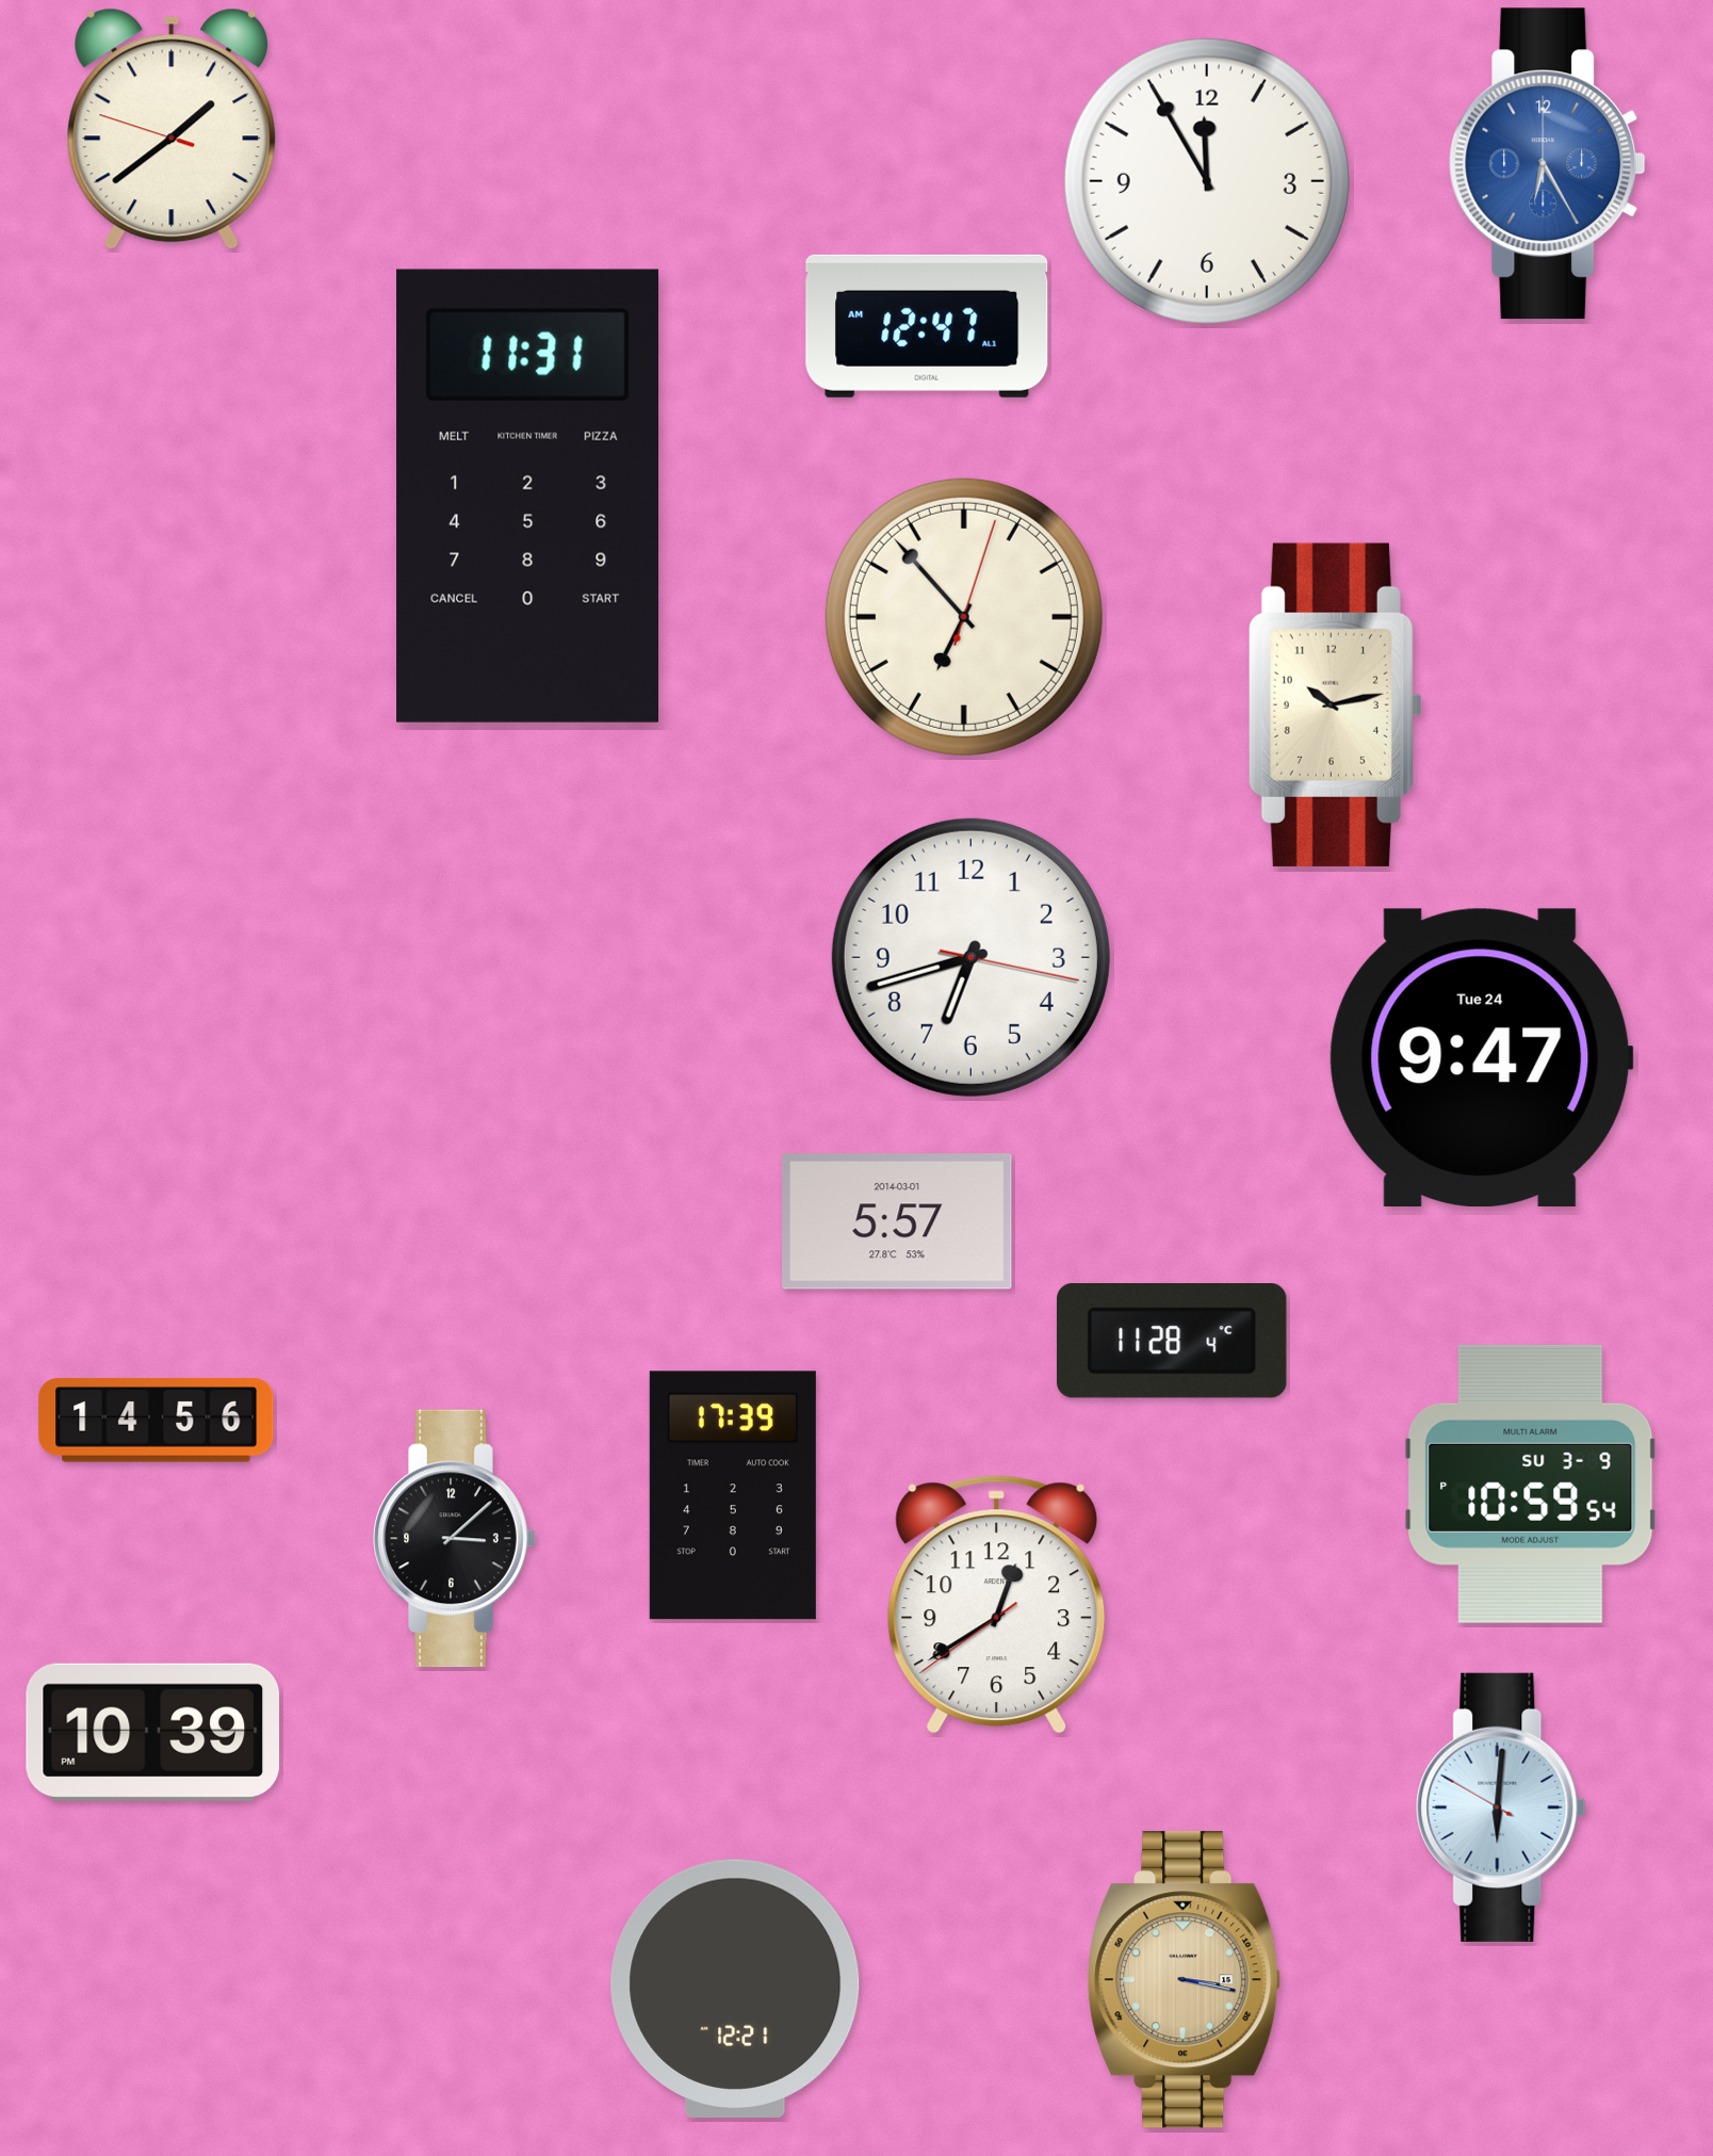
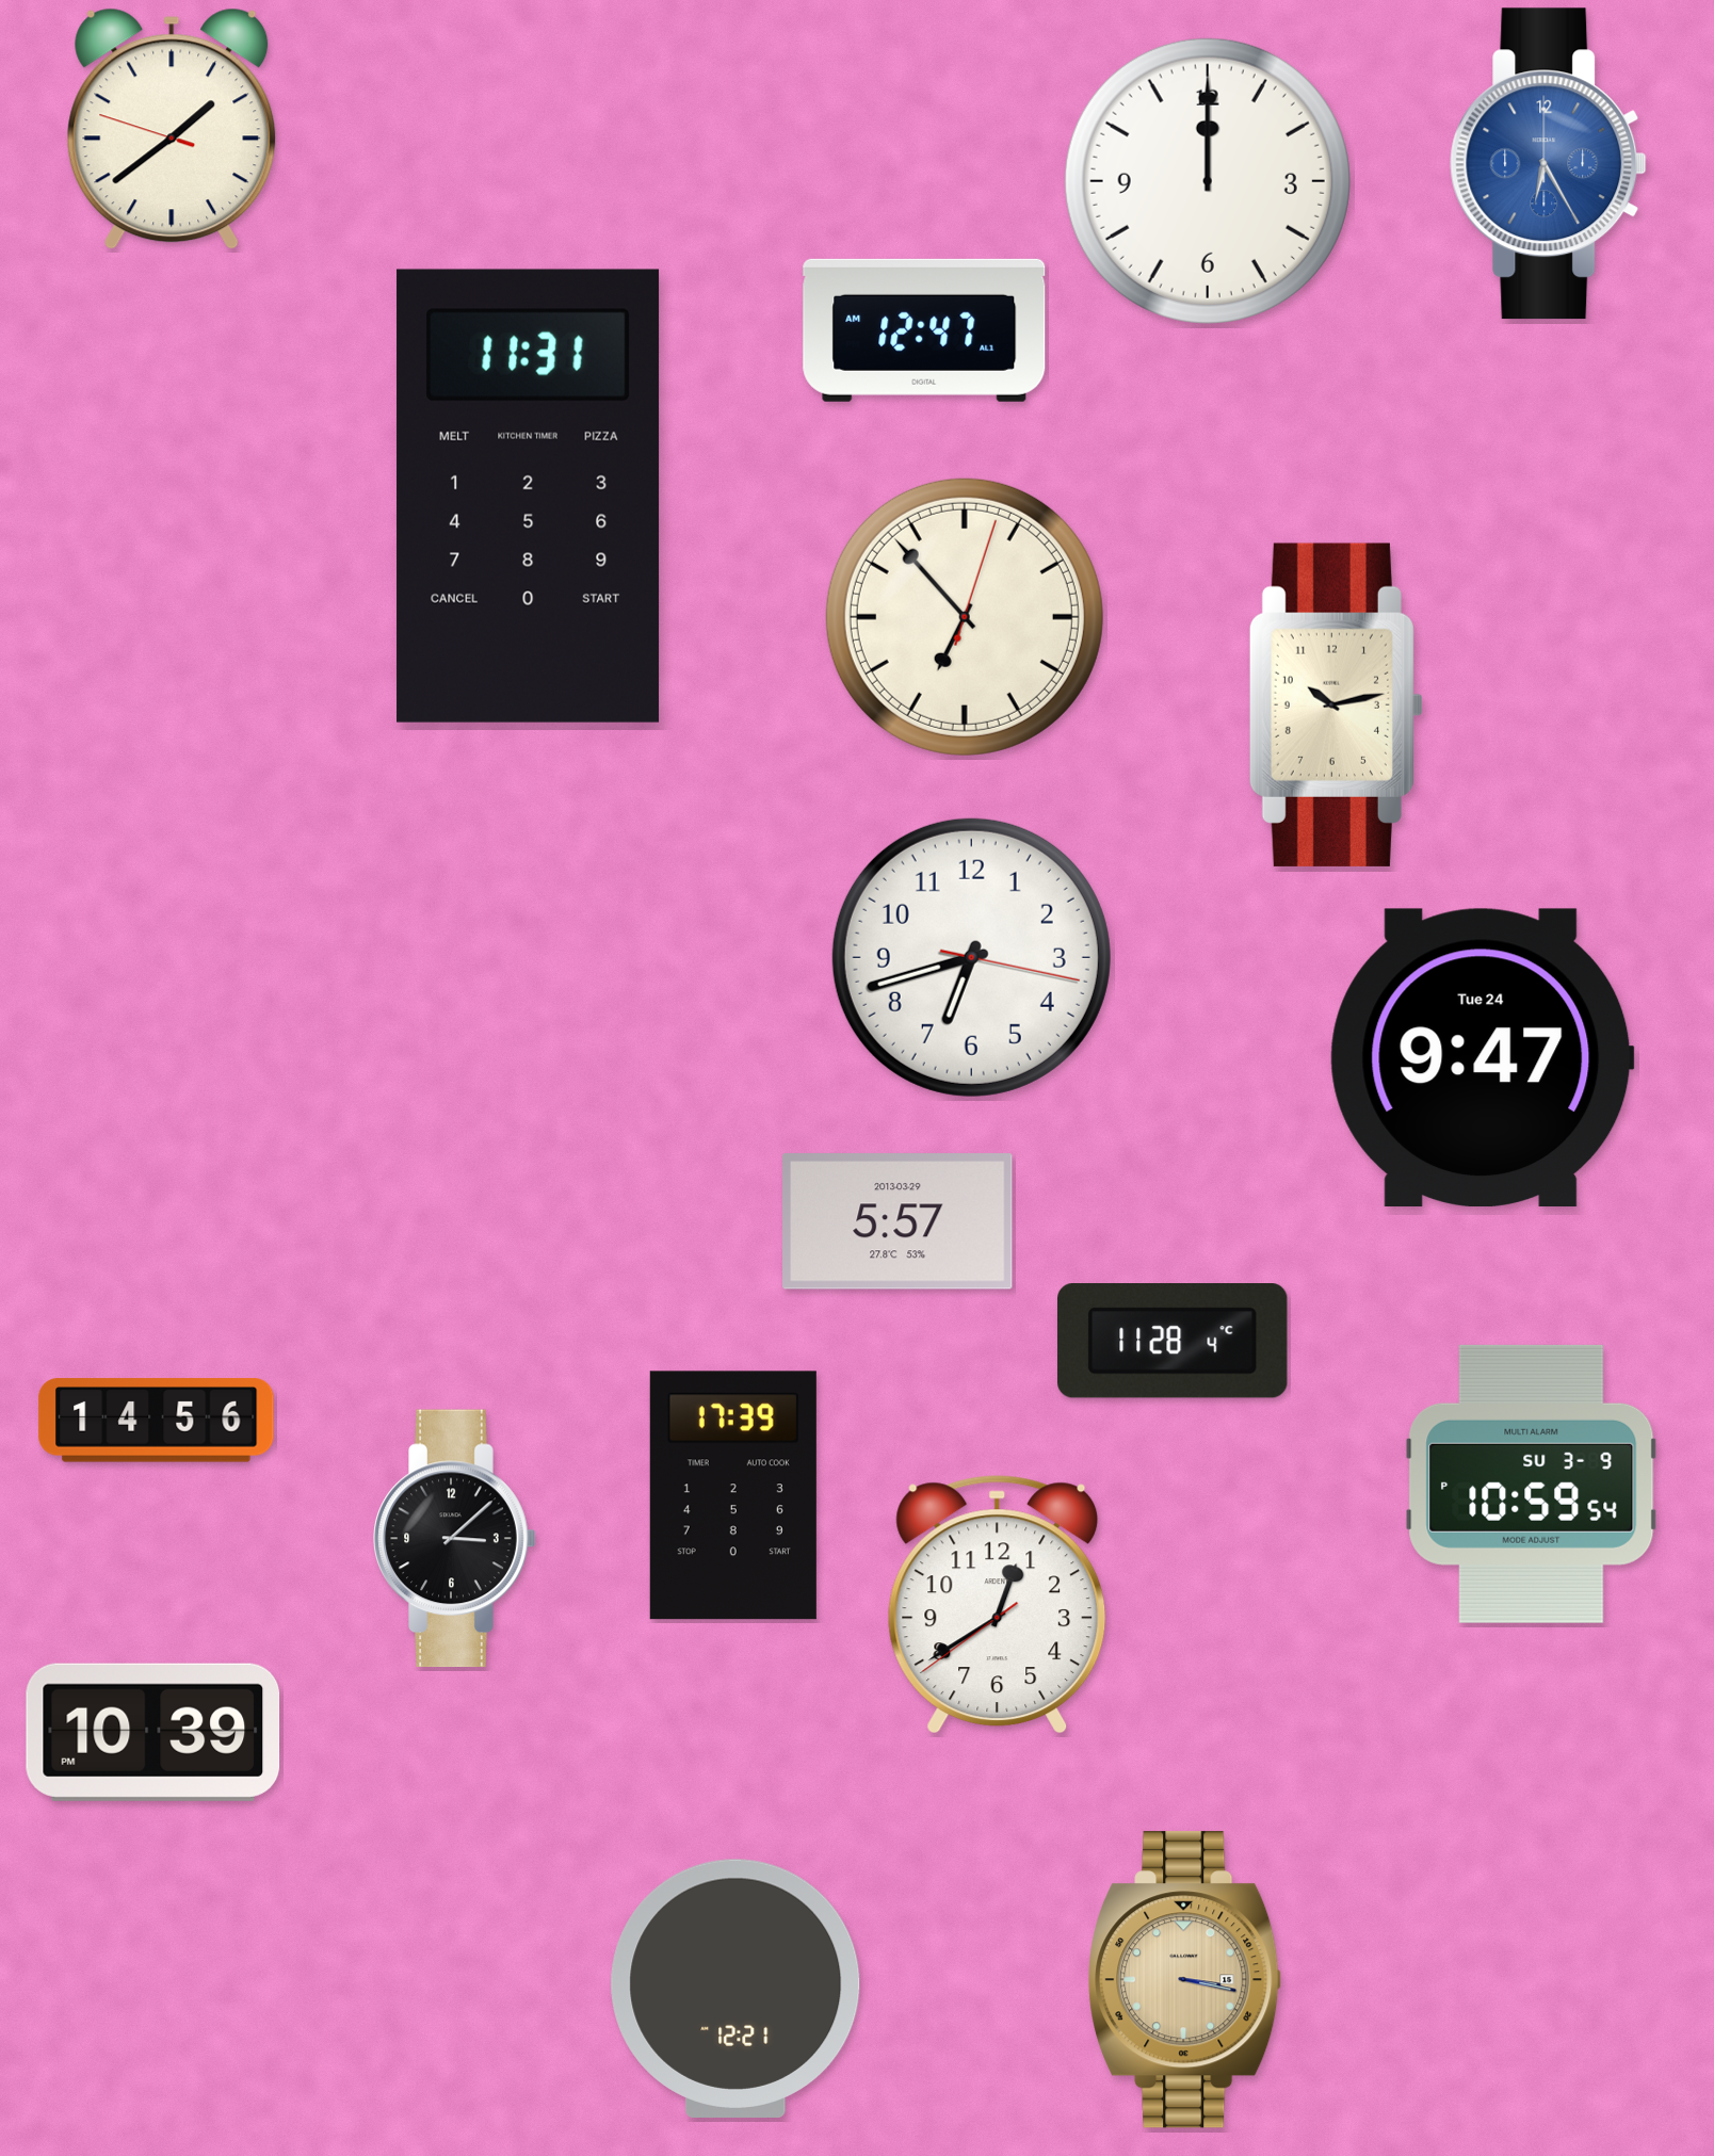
clock at (1207, 181): 11:55 -> 12:00
clock at (927, 326) position: (927, 326) -> (924, 330)
clock at (898, 1221) date: 2014-03-01 -> 2013-03-29
clock at (1501, 1808): 6:00 -> none
